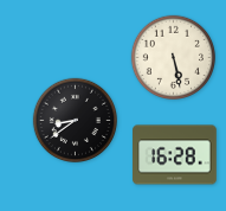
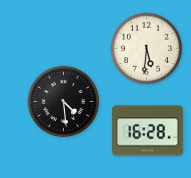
clock at (173, 57): 5:28 -> 5:31
clock at (75, 120): 8:39 -> 4:29
